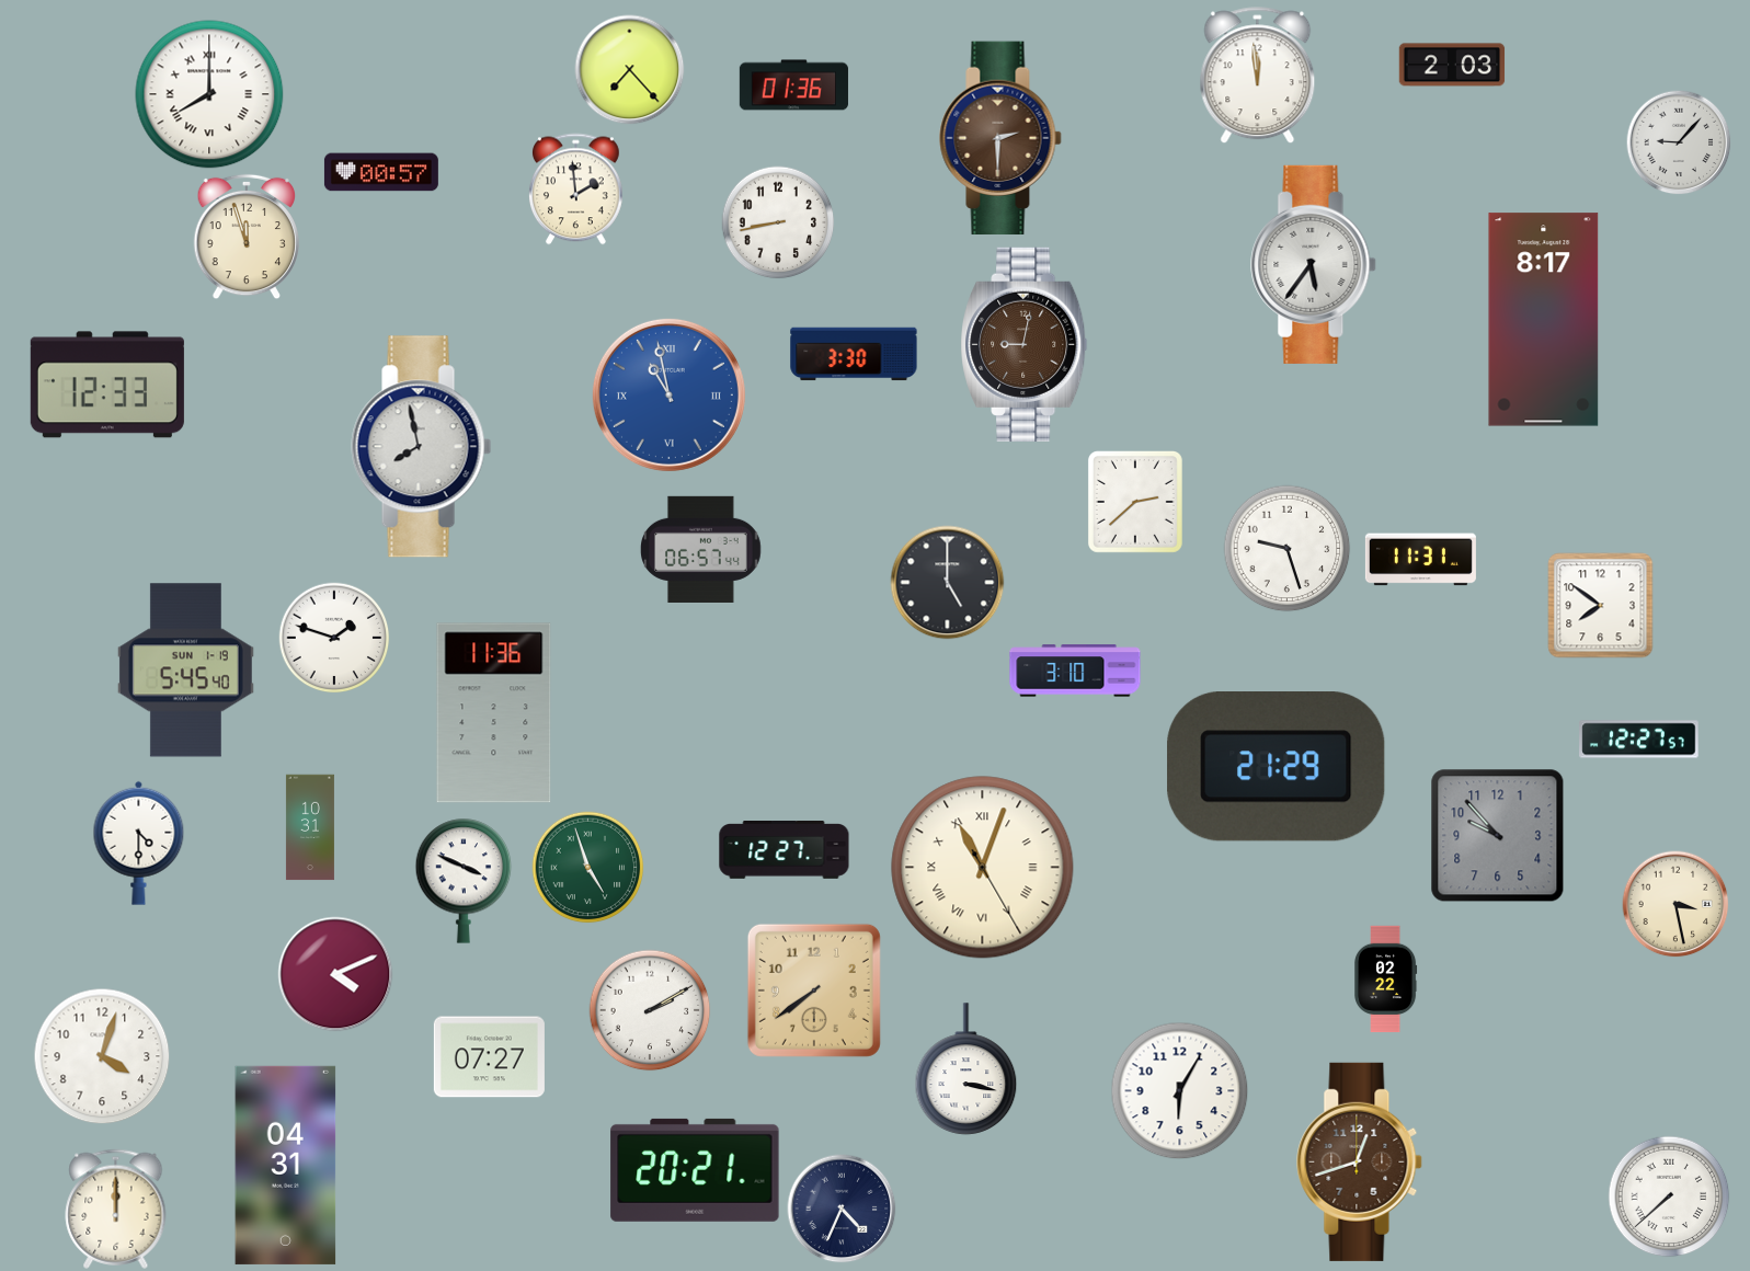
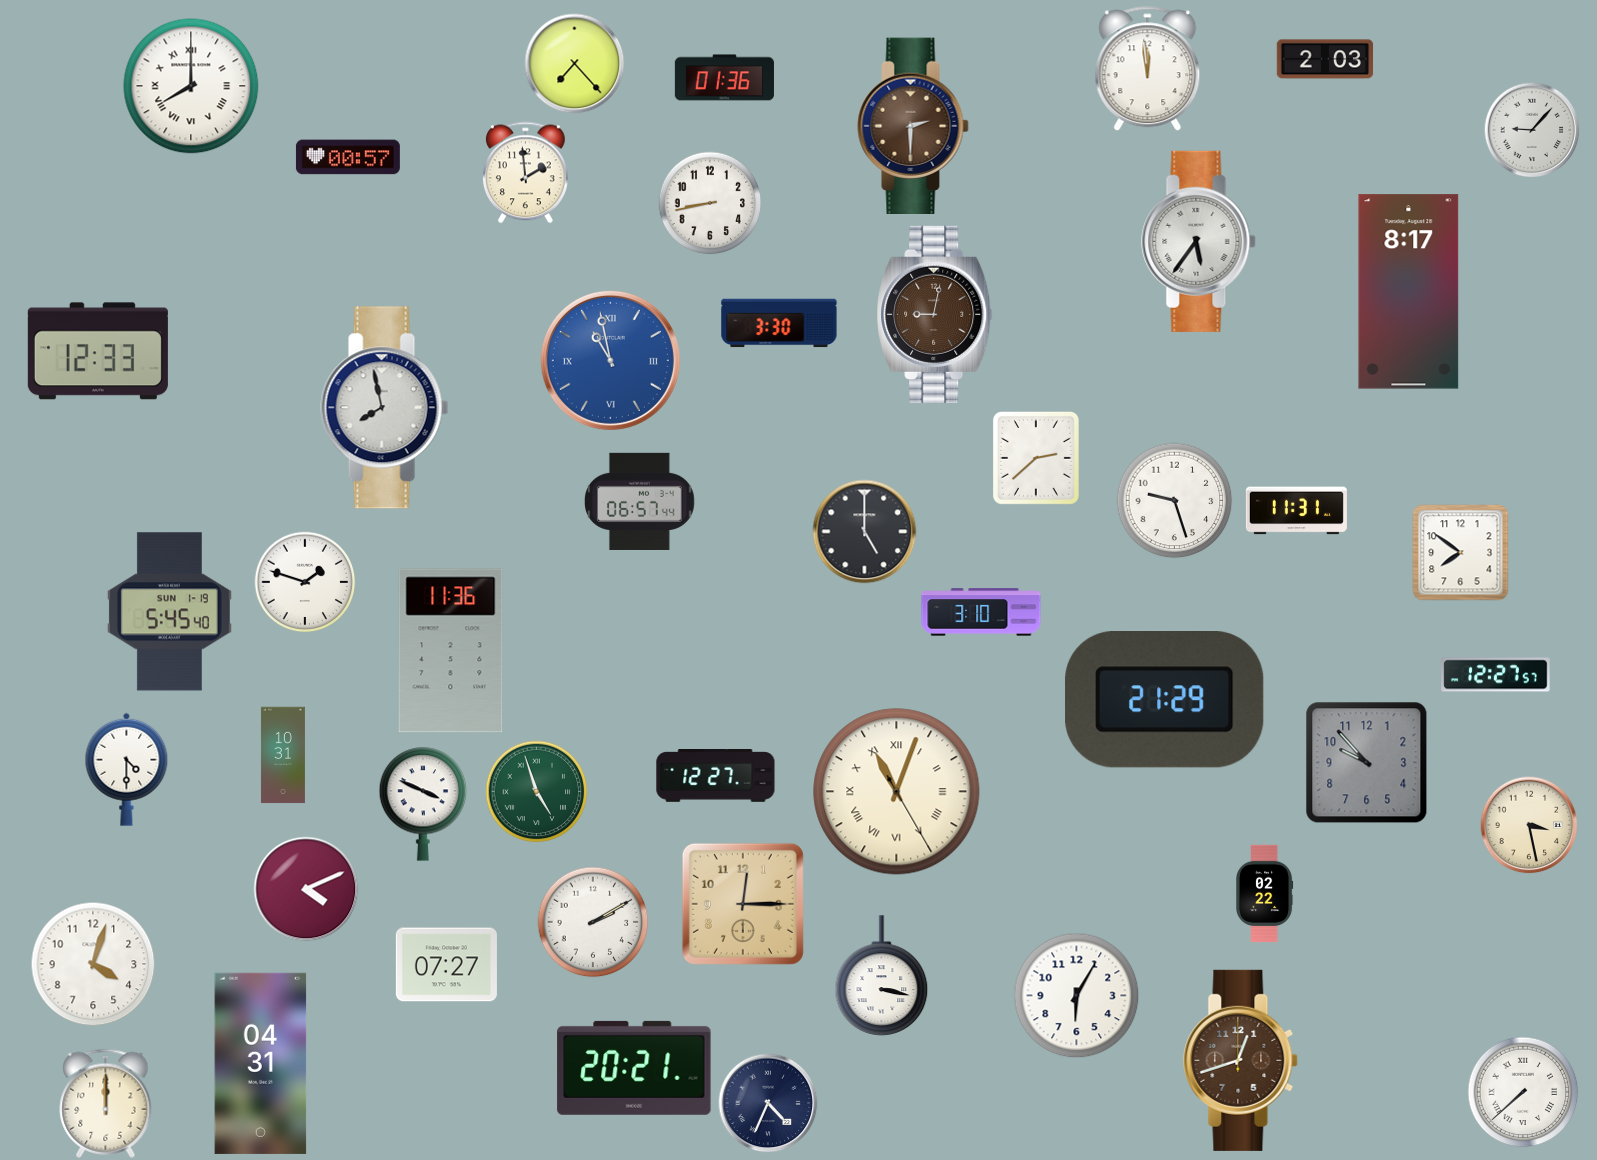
clock at (247, 237): 11:57 -> none
clock at (814, 991): 7:39 -> 12:15
